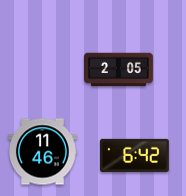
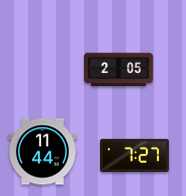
clock at (43, 152): 11:46 -> 11:44
clock at (134, 155): 6:42 -> 7:27
